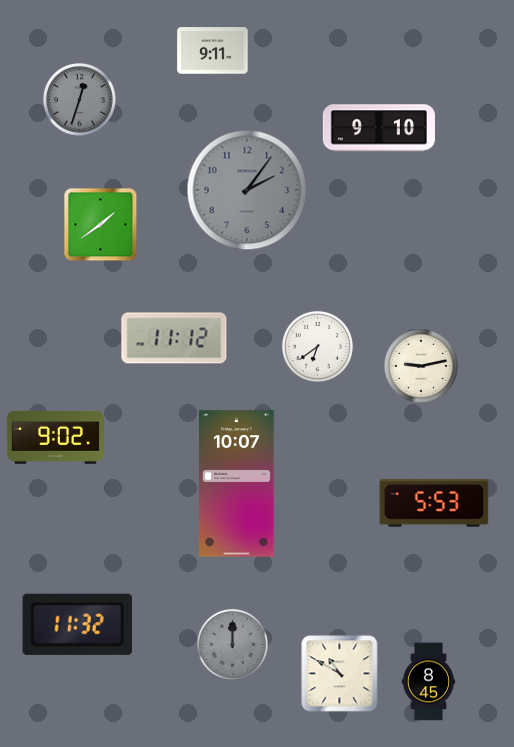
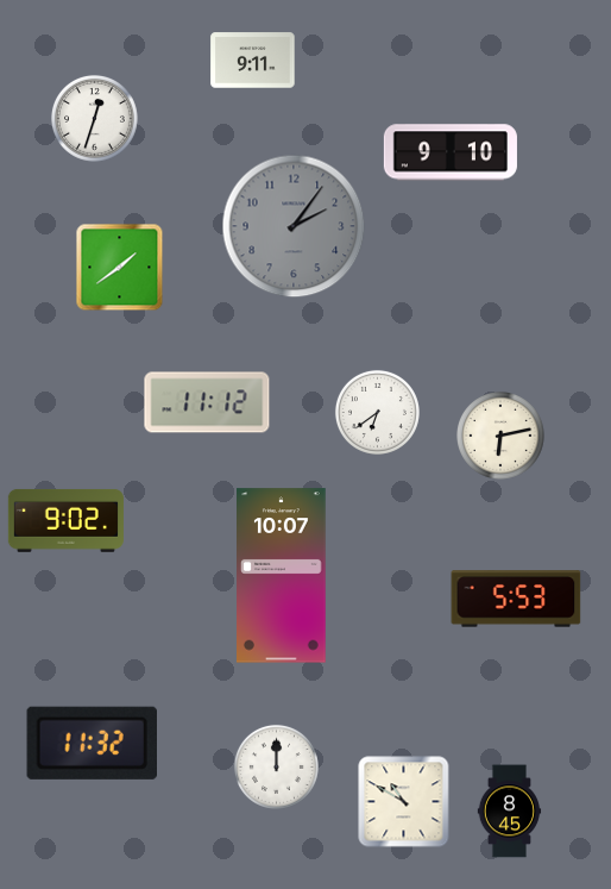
clock at (79, 99) dial: grey -> white
clock at (422, 367): 9:13 -> 6:13
clock at (232, 644) dial: grey -> white
